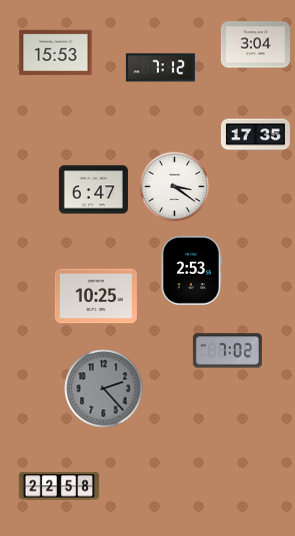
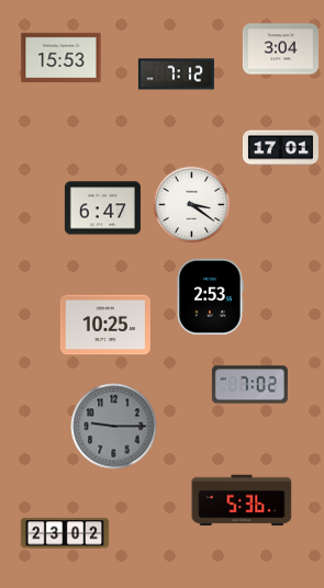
clock at (255, 135): 17:35 -> 17:01
clock at (104, 389): 2:23 -> 9:15
clock at (242, 500): none -> 5:36
clock at (59, 486): 22:58 -> 23:02
